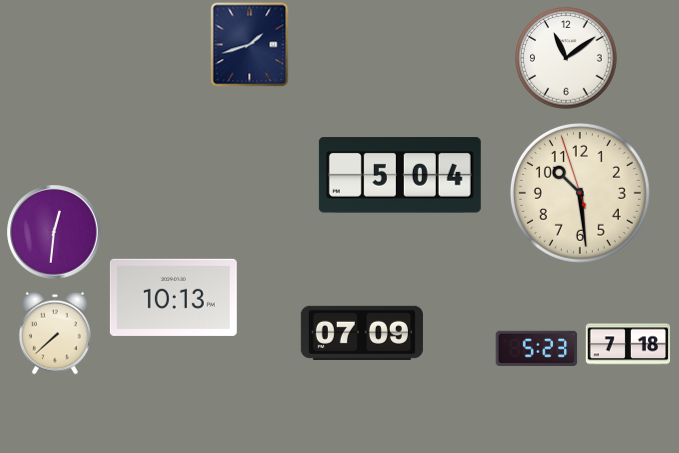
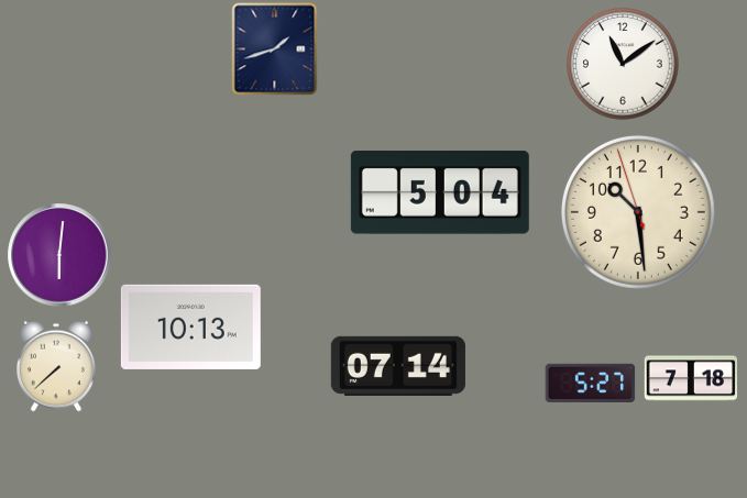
clock at (54, 232): 12:31 -> 6:01
clock at (55, 333) position: (55, 333) -> (56, 366)
clock at (362, 333): 07:09 -> 07:14
clock at (537, 348): 5:23 -> 5:27
